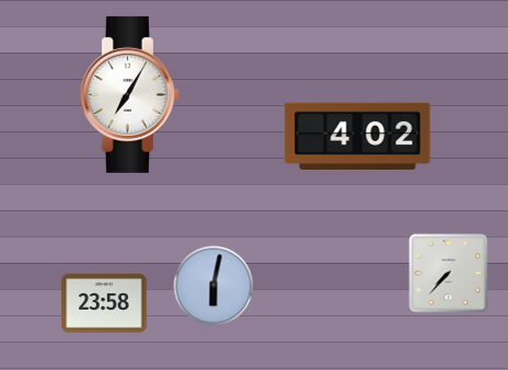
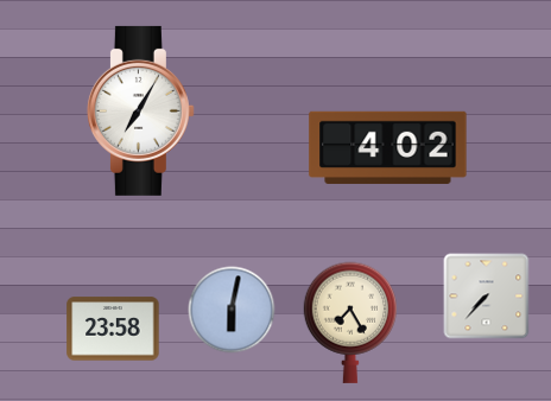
clock at (129, 94) position: (129, 94) -> (140, 110)
clock at (349, 323): none -> 7:25
